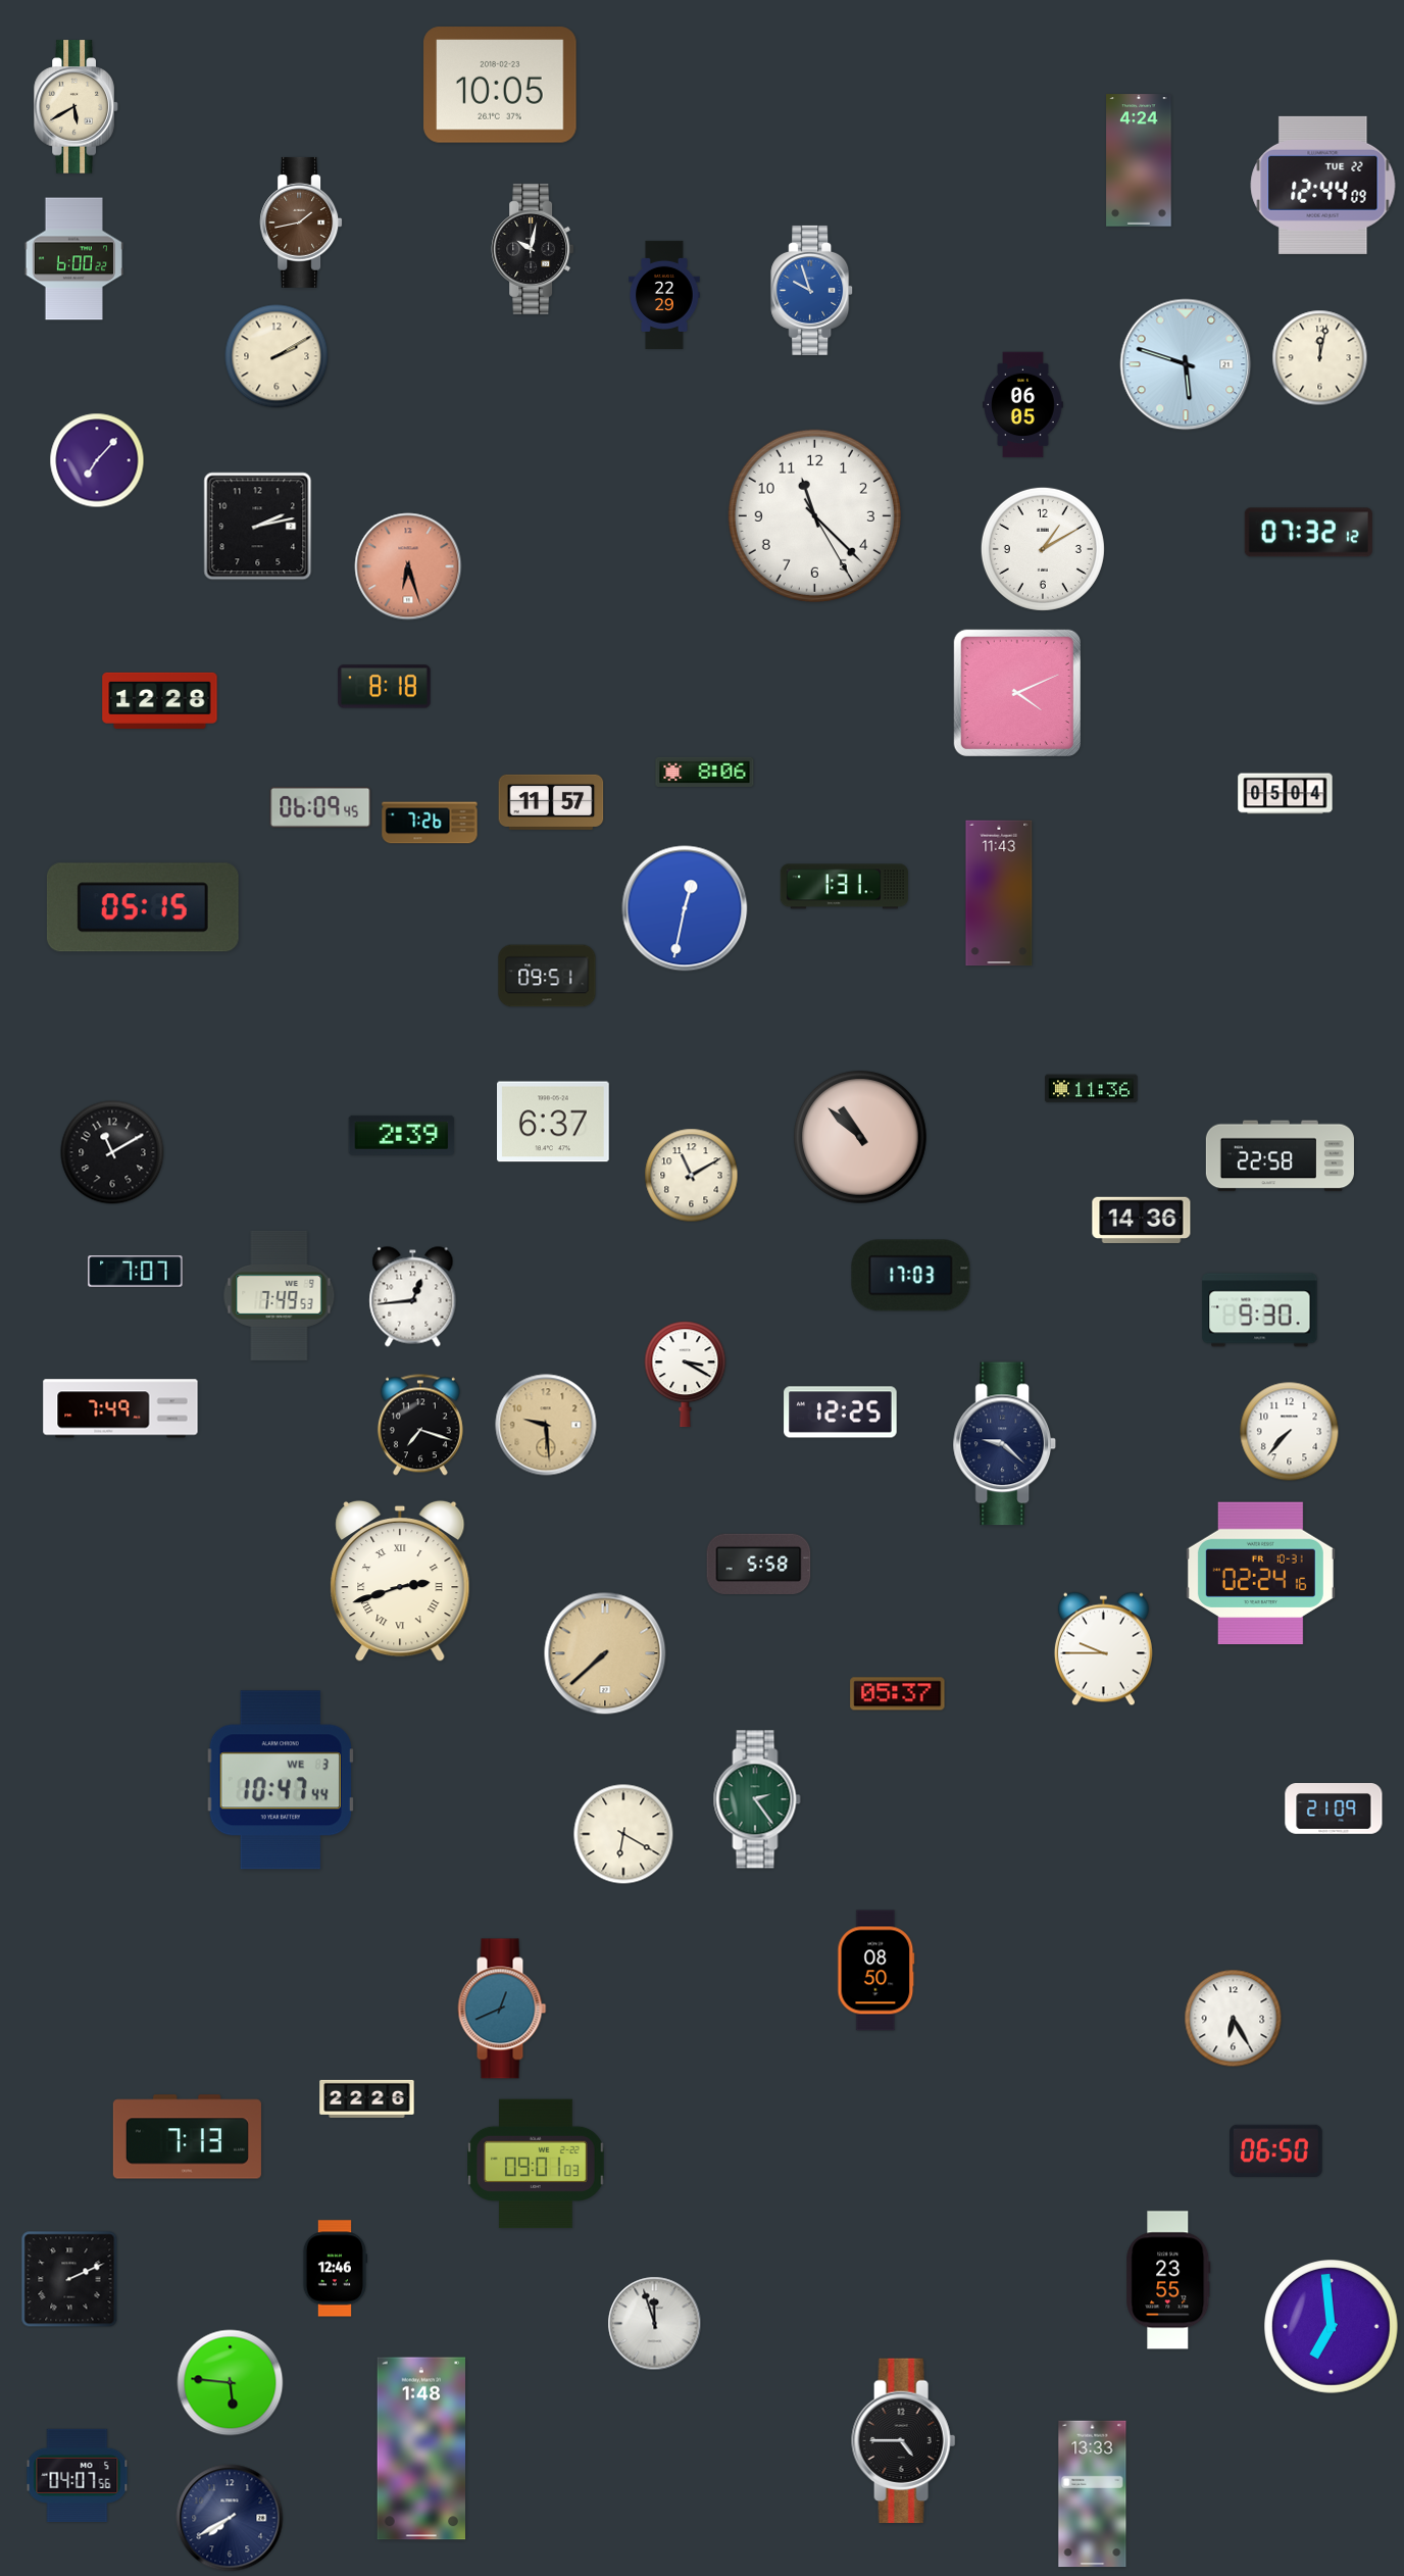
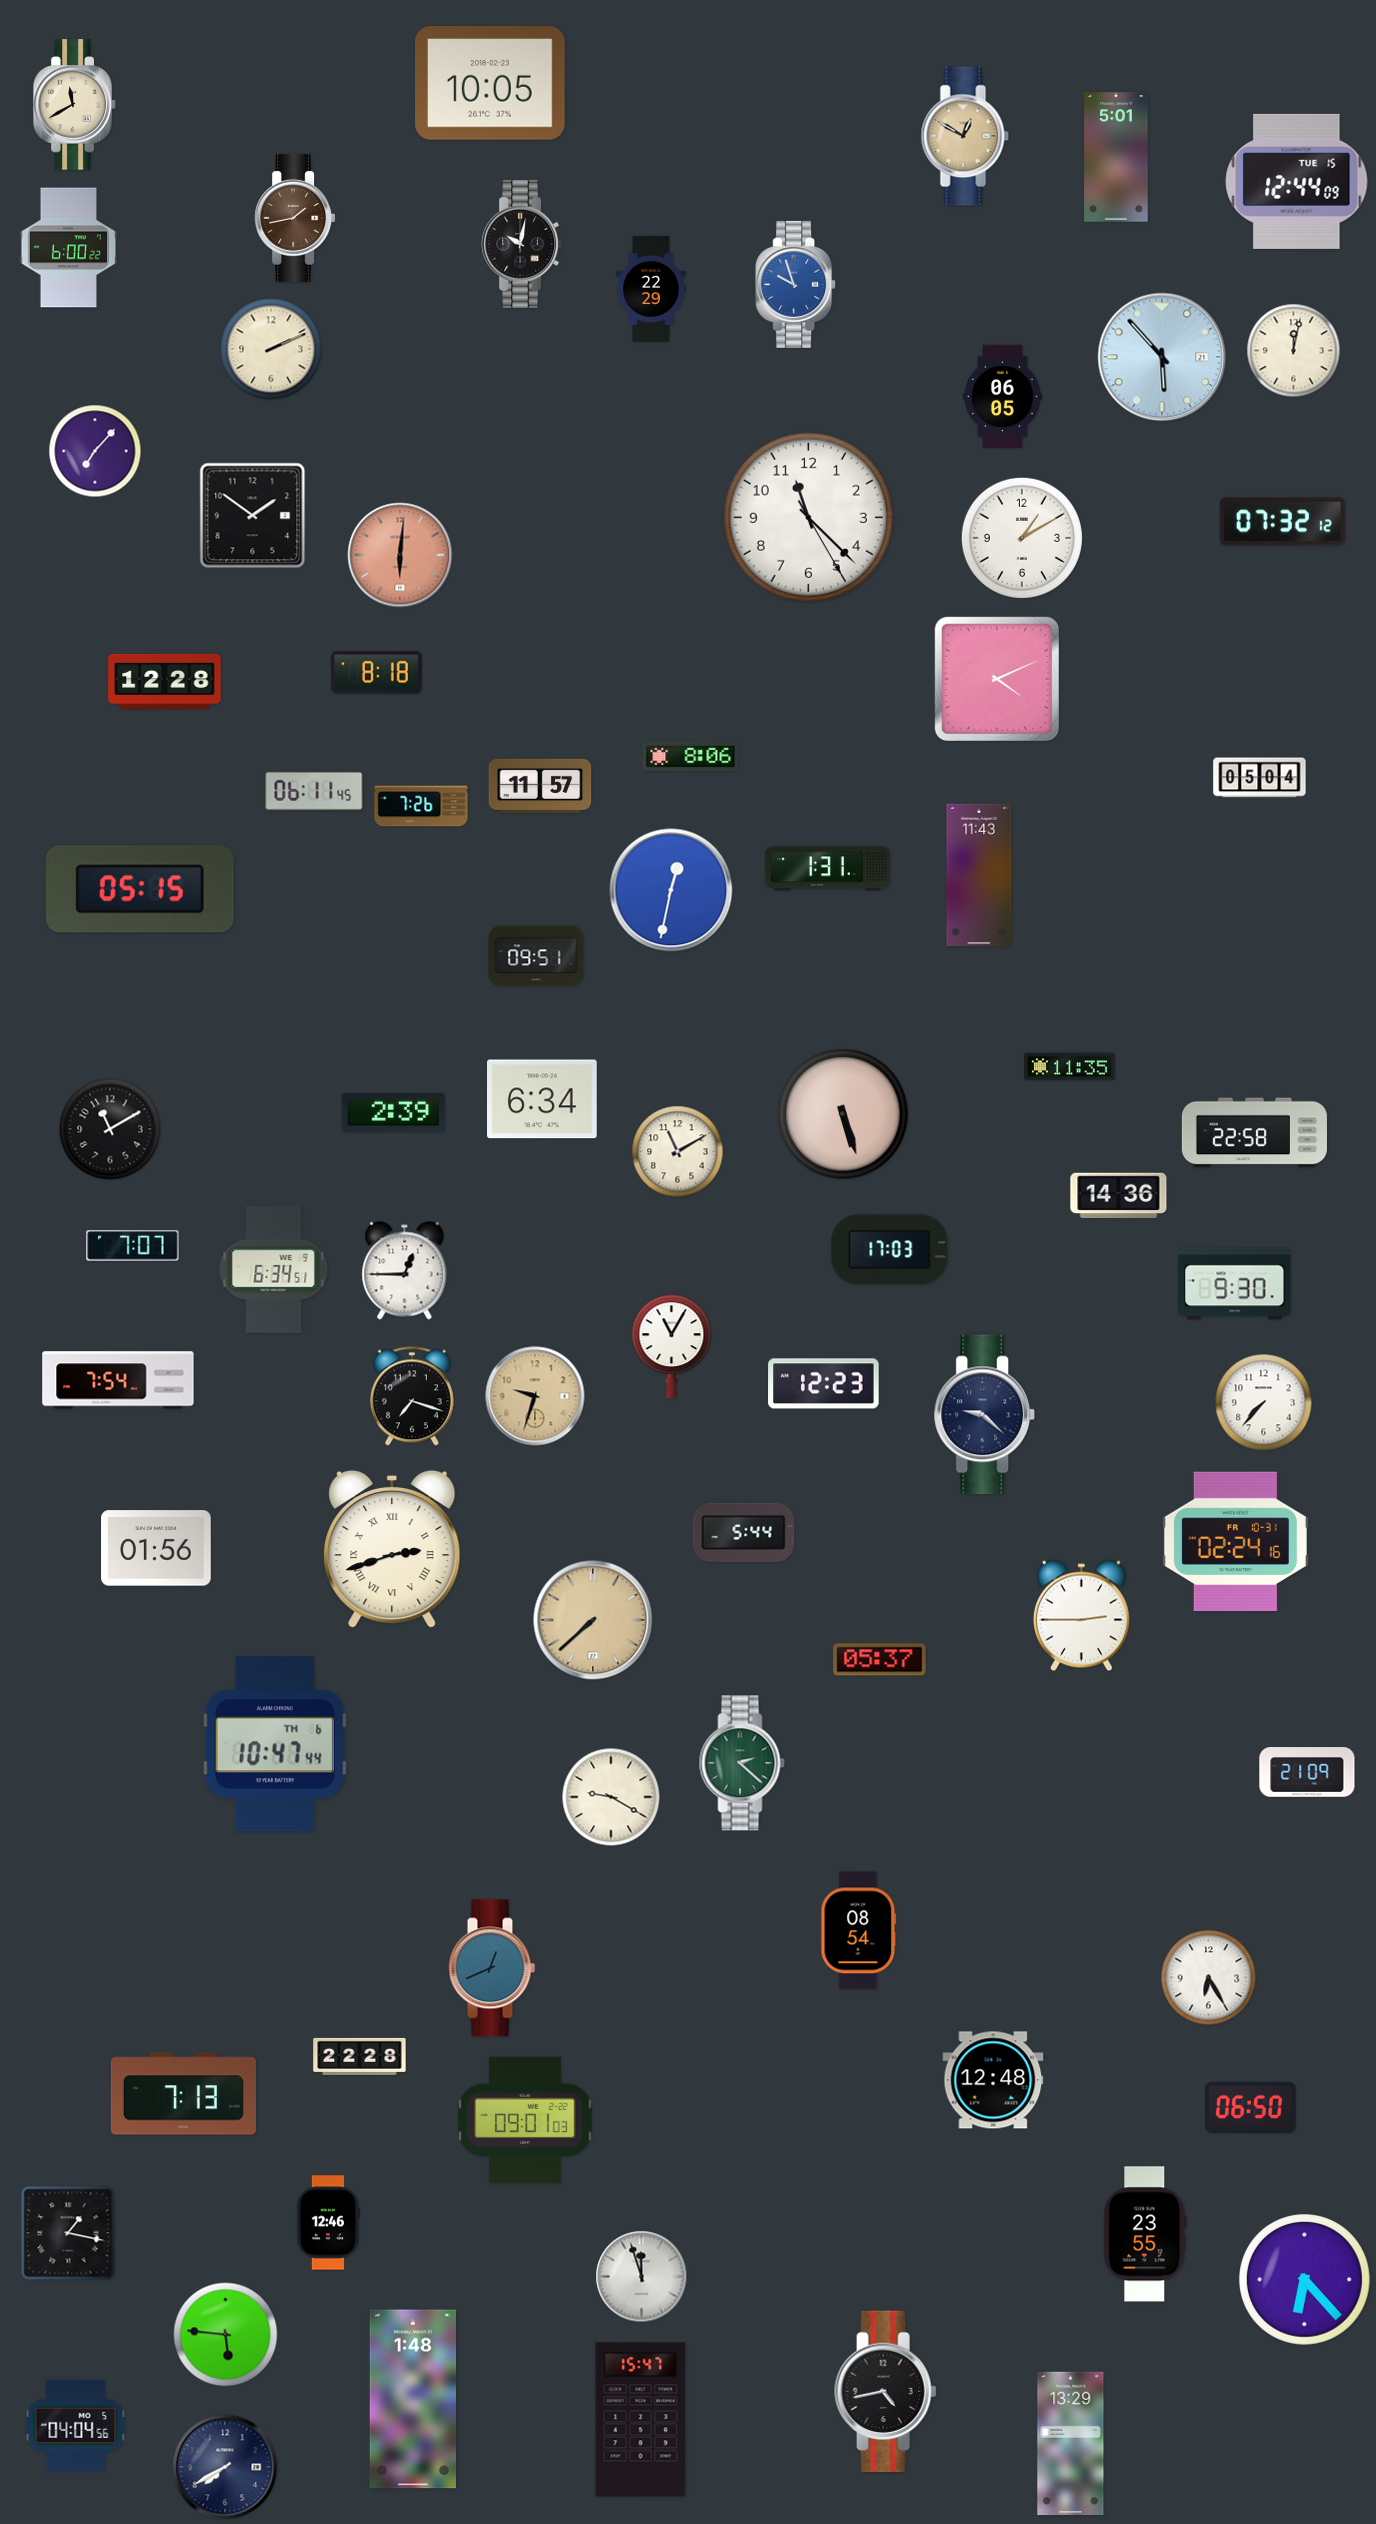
clock at (77, 107): 5:40 -> 11:40
clock at (965, 136): none -> 12:50
clock at (1139, 160): 4:24 -> 5:01
clock at (1323, 185) date: TUE 22 -> TUE 15
clock at (73, 259) position: (73, 259) -> (68, 248)
clock at (277, 356): 2:10 -> 2:11
clock at (1186, 364): 5:48 -> 5:53
clock at (814, 515) position: (814, 515) -> (808, 517)
clock at (258, 527): 2:13 -> 1:51
clock at (408, 566): 6:27 -> 6:01
clock at (160, 700) position: (160, 700) -> (165, 681)
clock at (320, 807): 06:09 -> 06:11
clock at (1092, 1089): 11:36 -> 11:35
clock at (554, 1122): 6:37 -> 6:34
clock at (861, 1138): 10:52 -> 5:27
clock at (911, 1276) position: (911, 1276) -> (890, 1250)
clock at (280, 1295): 7:49 -> 6:34
clock at (413, 1297): 12:44 -> 12:45
clock at (686, 1375): 3:20 -> 11:05
clock at (120, 1408): 7:49 -> 7:54
clock at (841, 1413): 12:25 -> 12:23
clock at (546, 1425): 9:29 -> 9:33
clock at (759, 1564): 5:58 -> 5:44
clock at (156, 1548): none -> 01:56
clock at (1103, 1649): 9:45 -> 2:45
clock at (281, 1780) date: WE 3 -> TH 6
clock at (757, 1799): 2:24 -> 2:22
clock at (623, 1834): 6:20 -> 9:20
clock at (876, 1971): 08:50 -> 08:54
clock at (367, 2098): 22:26 -> 22:28
clock at (993, 2080): none -> 12:48
clock at (69, 2279): 2:11 -> 1:17
clock at (1332, 2327): 6:59 -> 6:23
clock at (904, 2441): 4:45 -> 4:43
clock at (641, 2420): none -> 15:47
clock at (78, 2475): 04:07 -> 04:04
clock at (1093, 2494): 13:33 -> 13:29
